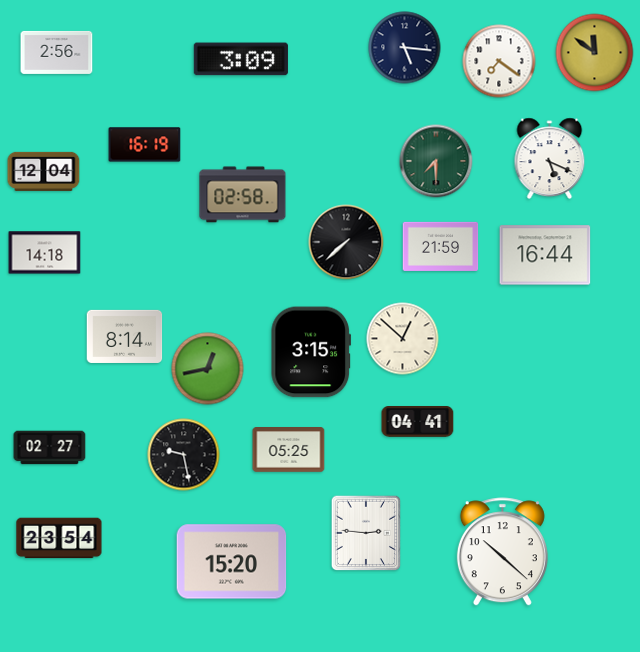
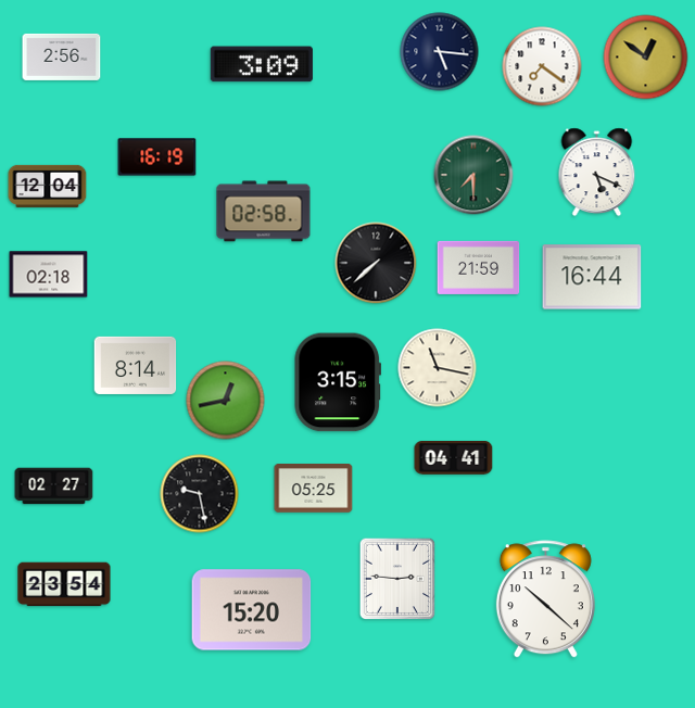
clock at (595, 53): 11:51 -> 12:51
clock at (45, 253): 14:18 -> 02:18
clock at (403, 339): 12:52 -> 11:17
